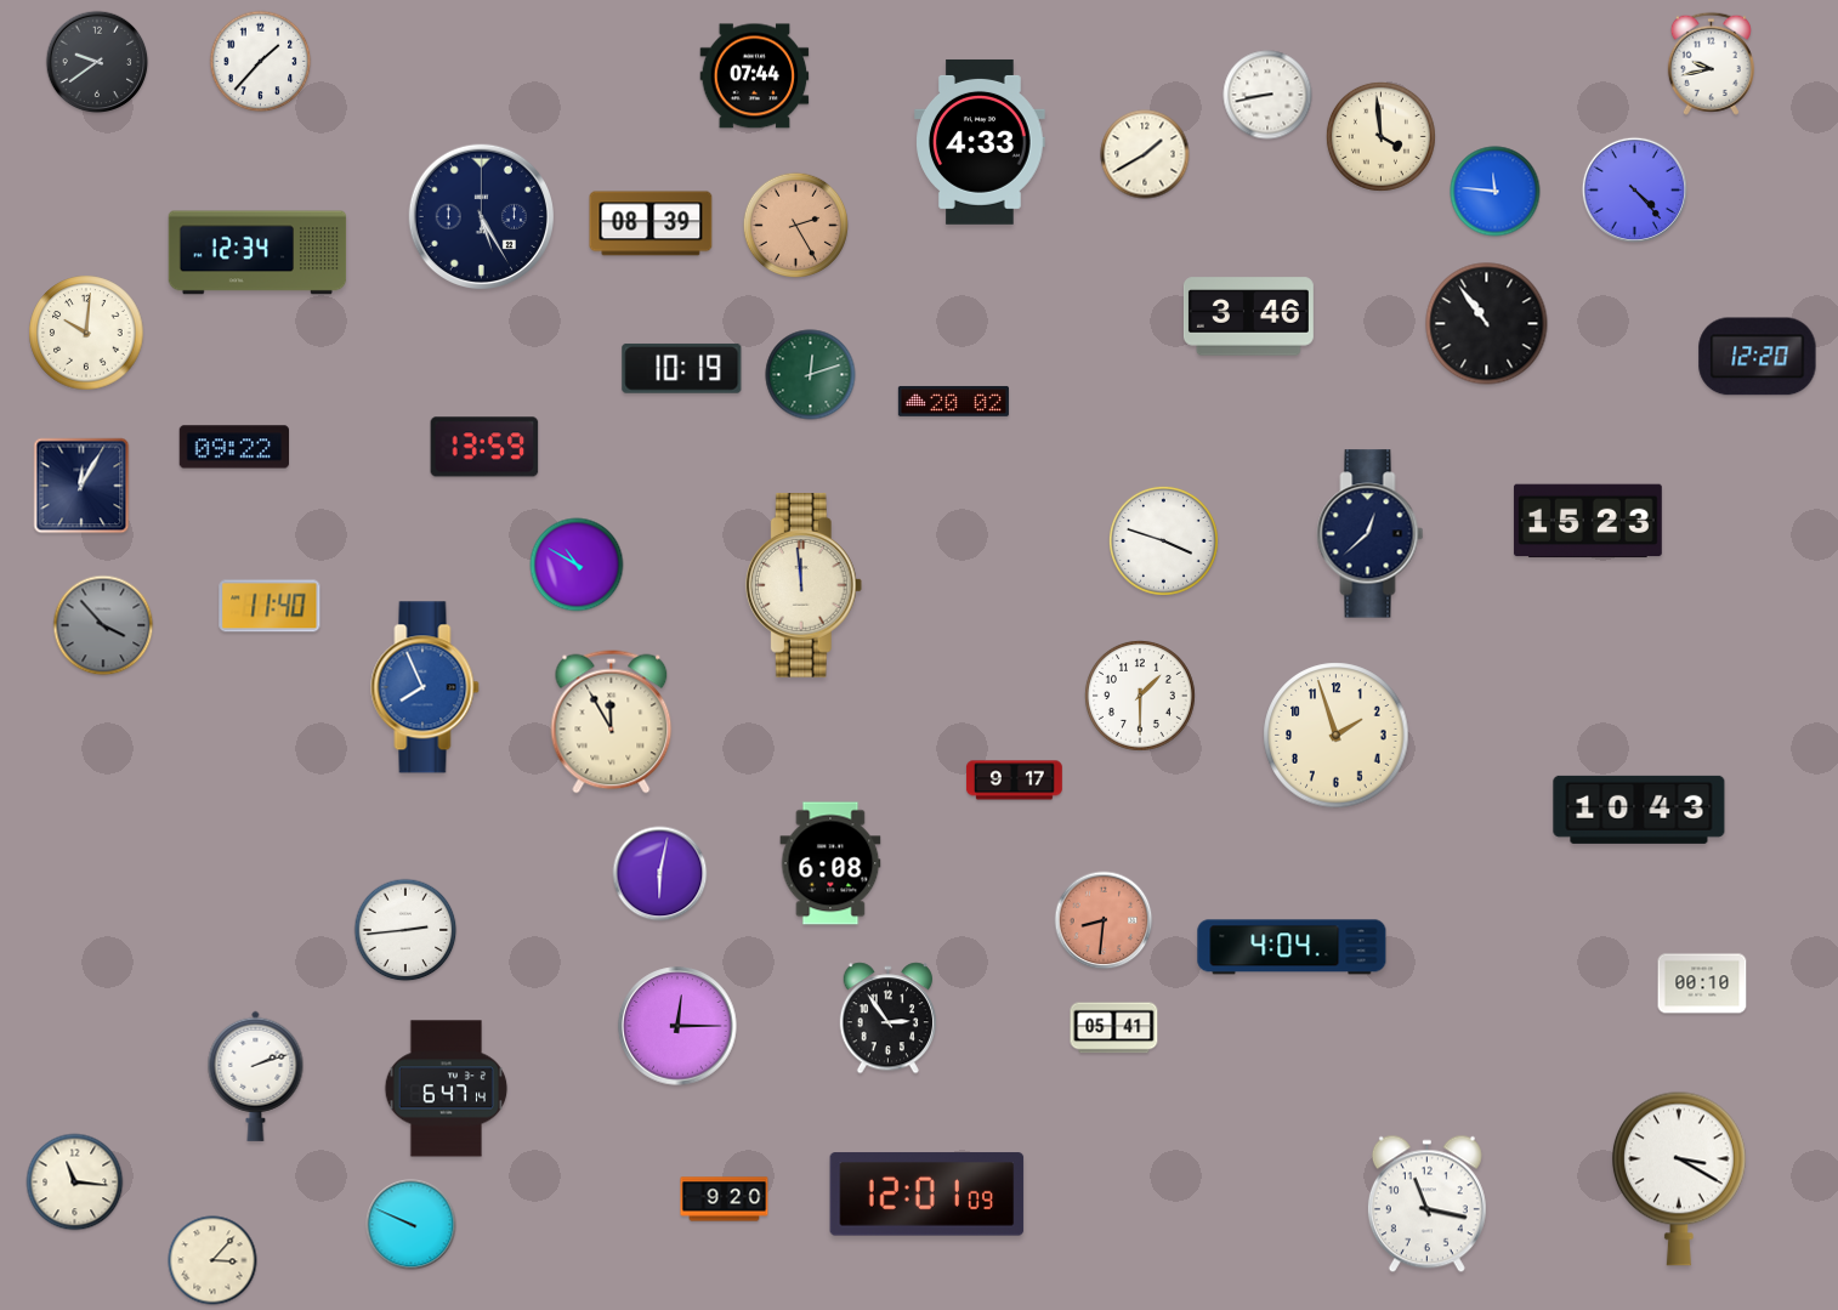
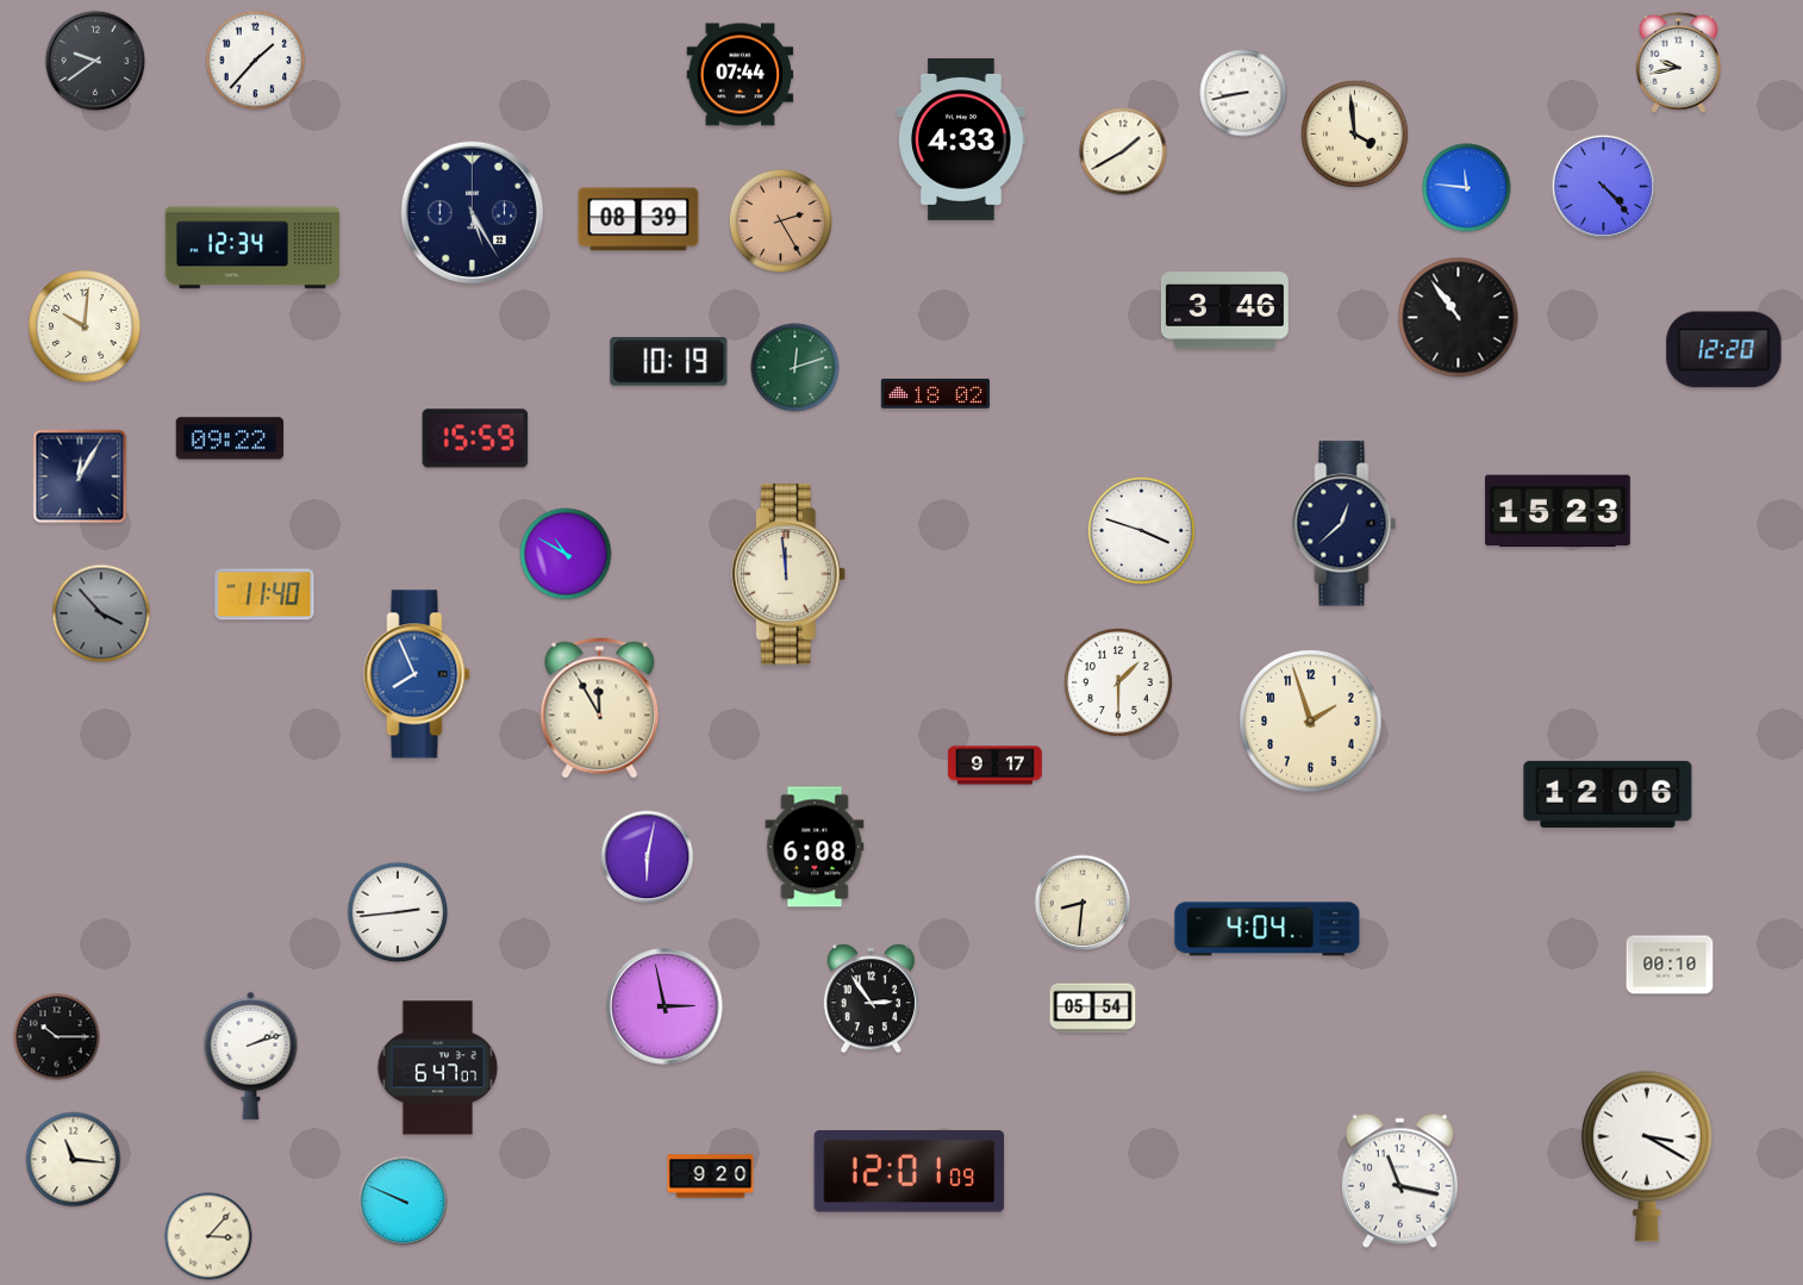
clock at (953, 401): 20:02 -> 18:02
clock at (484, 447): 13:59 -> 15:59
clock at (1639, 810): 10:43 -> 12:06
clock at (1104, 920) dial: salmon -> cream
clock at (677, 1026): 12:15 -> 2:58
clock at (1114, 1028): 05:41 -> 05:54
clock at (57, 1037): none -> 10:15
clock at (447, 1089): 6:47:14 -> 6:47:07
